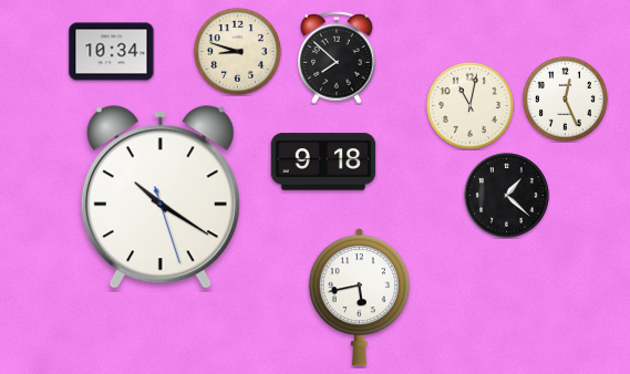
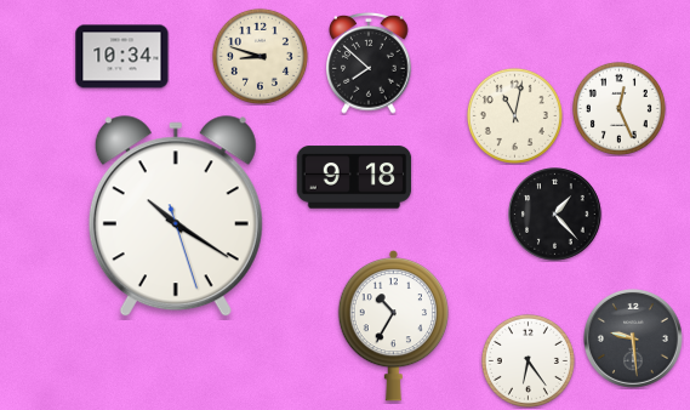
clock at (507, 196): 1:22 -> 1:23
clock at (359, 297): 5:43 -> 10:35
clock at (633, 338): none -> 9:29
clock at (528, 360): none -> 6:24
